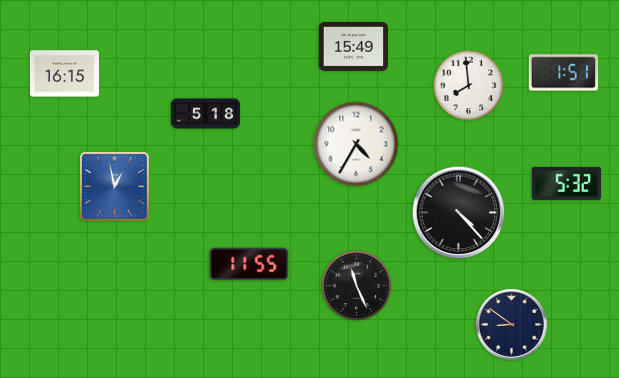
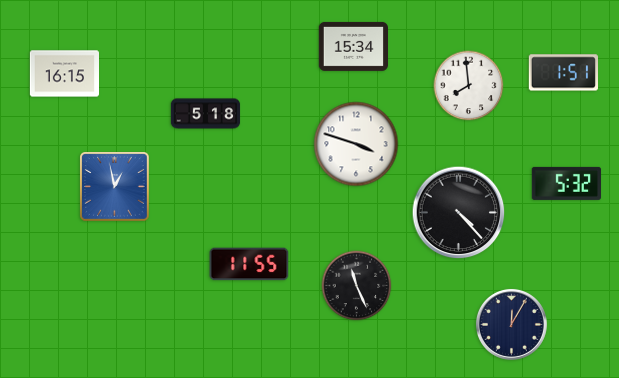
clock at (353, 46): 15:49 -> 15:34
clock at (356, 144): 4:35 -> 3:48
clock at (511, 324): 8:51 -> 12:05
